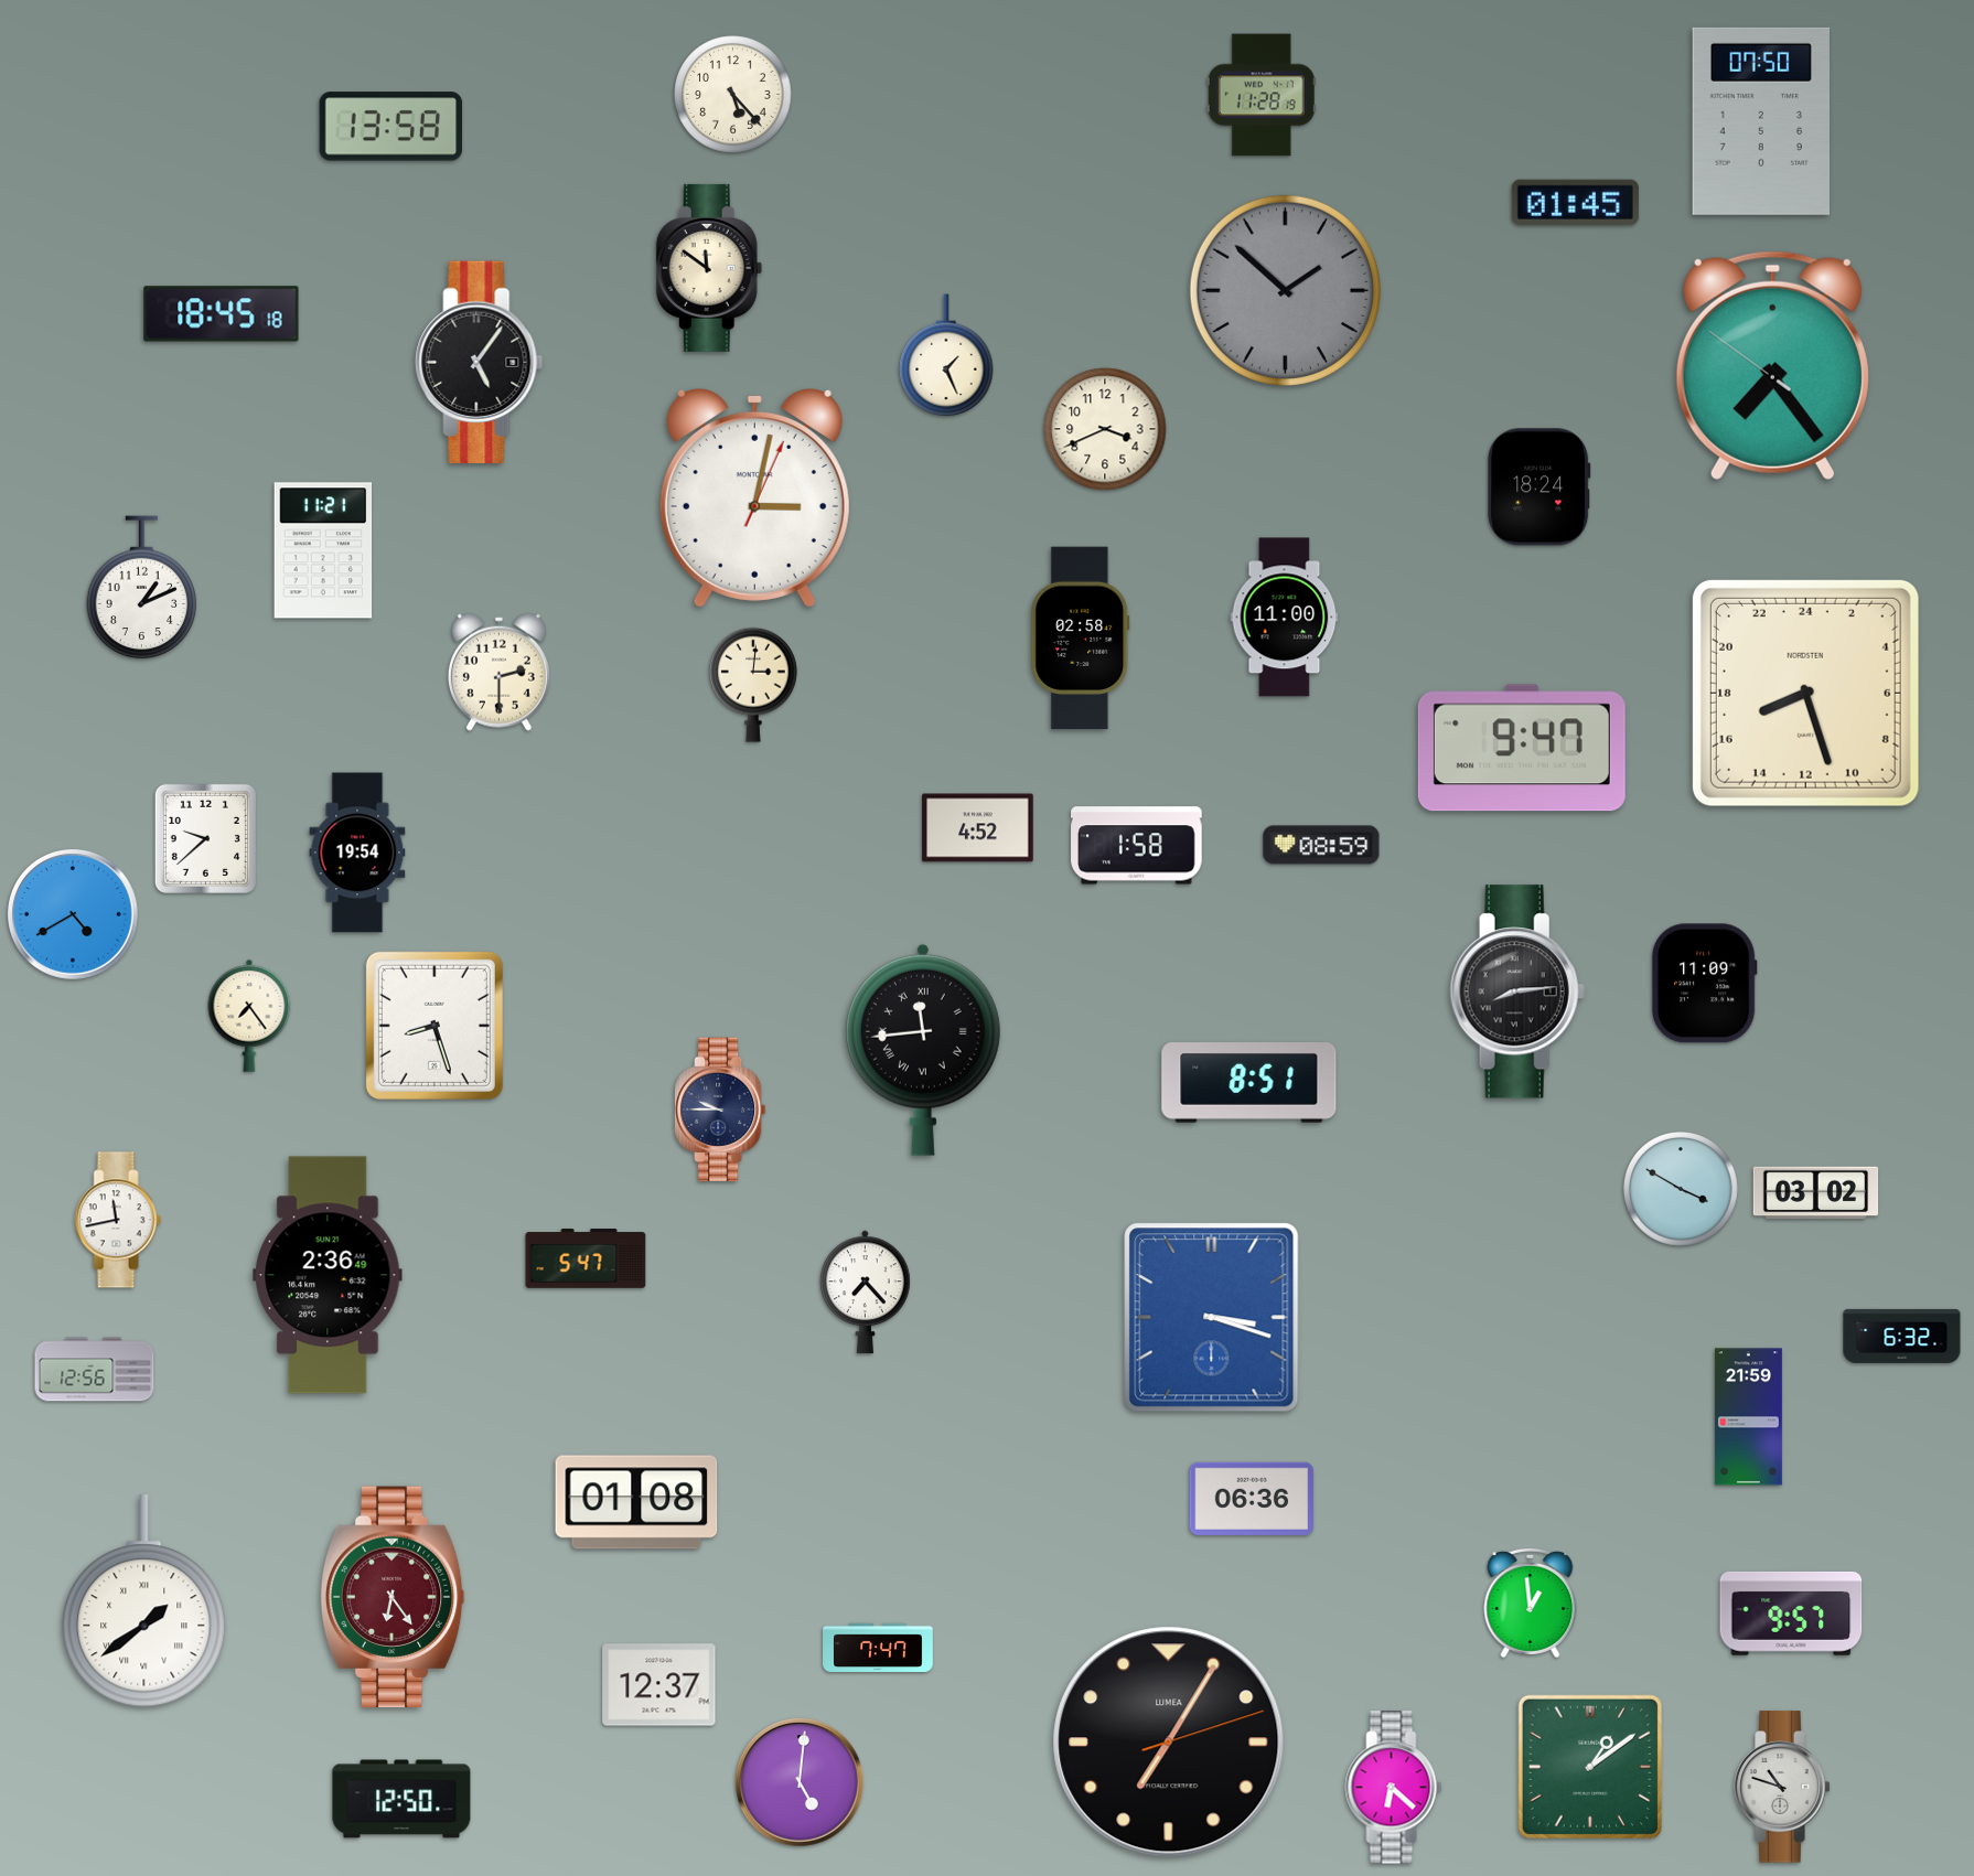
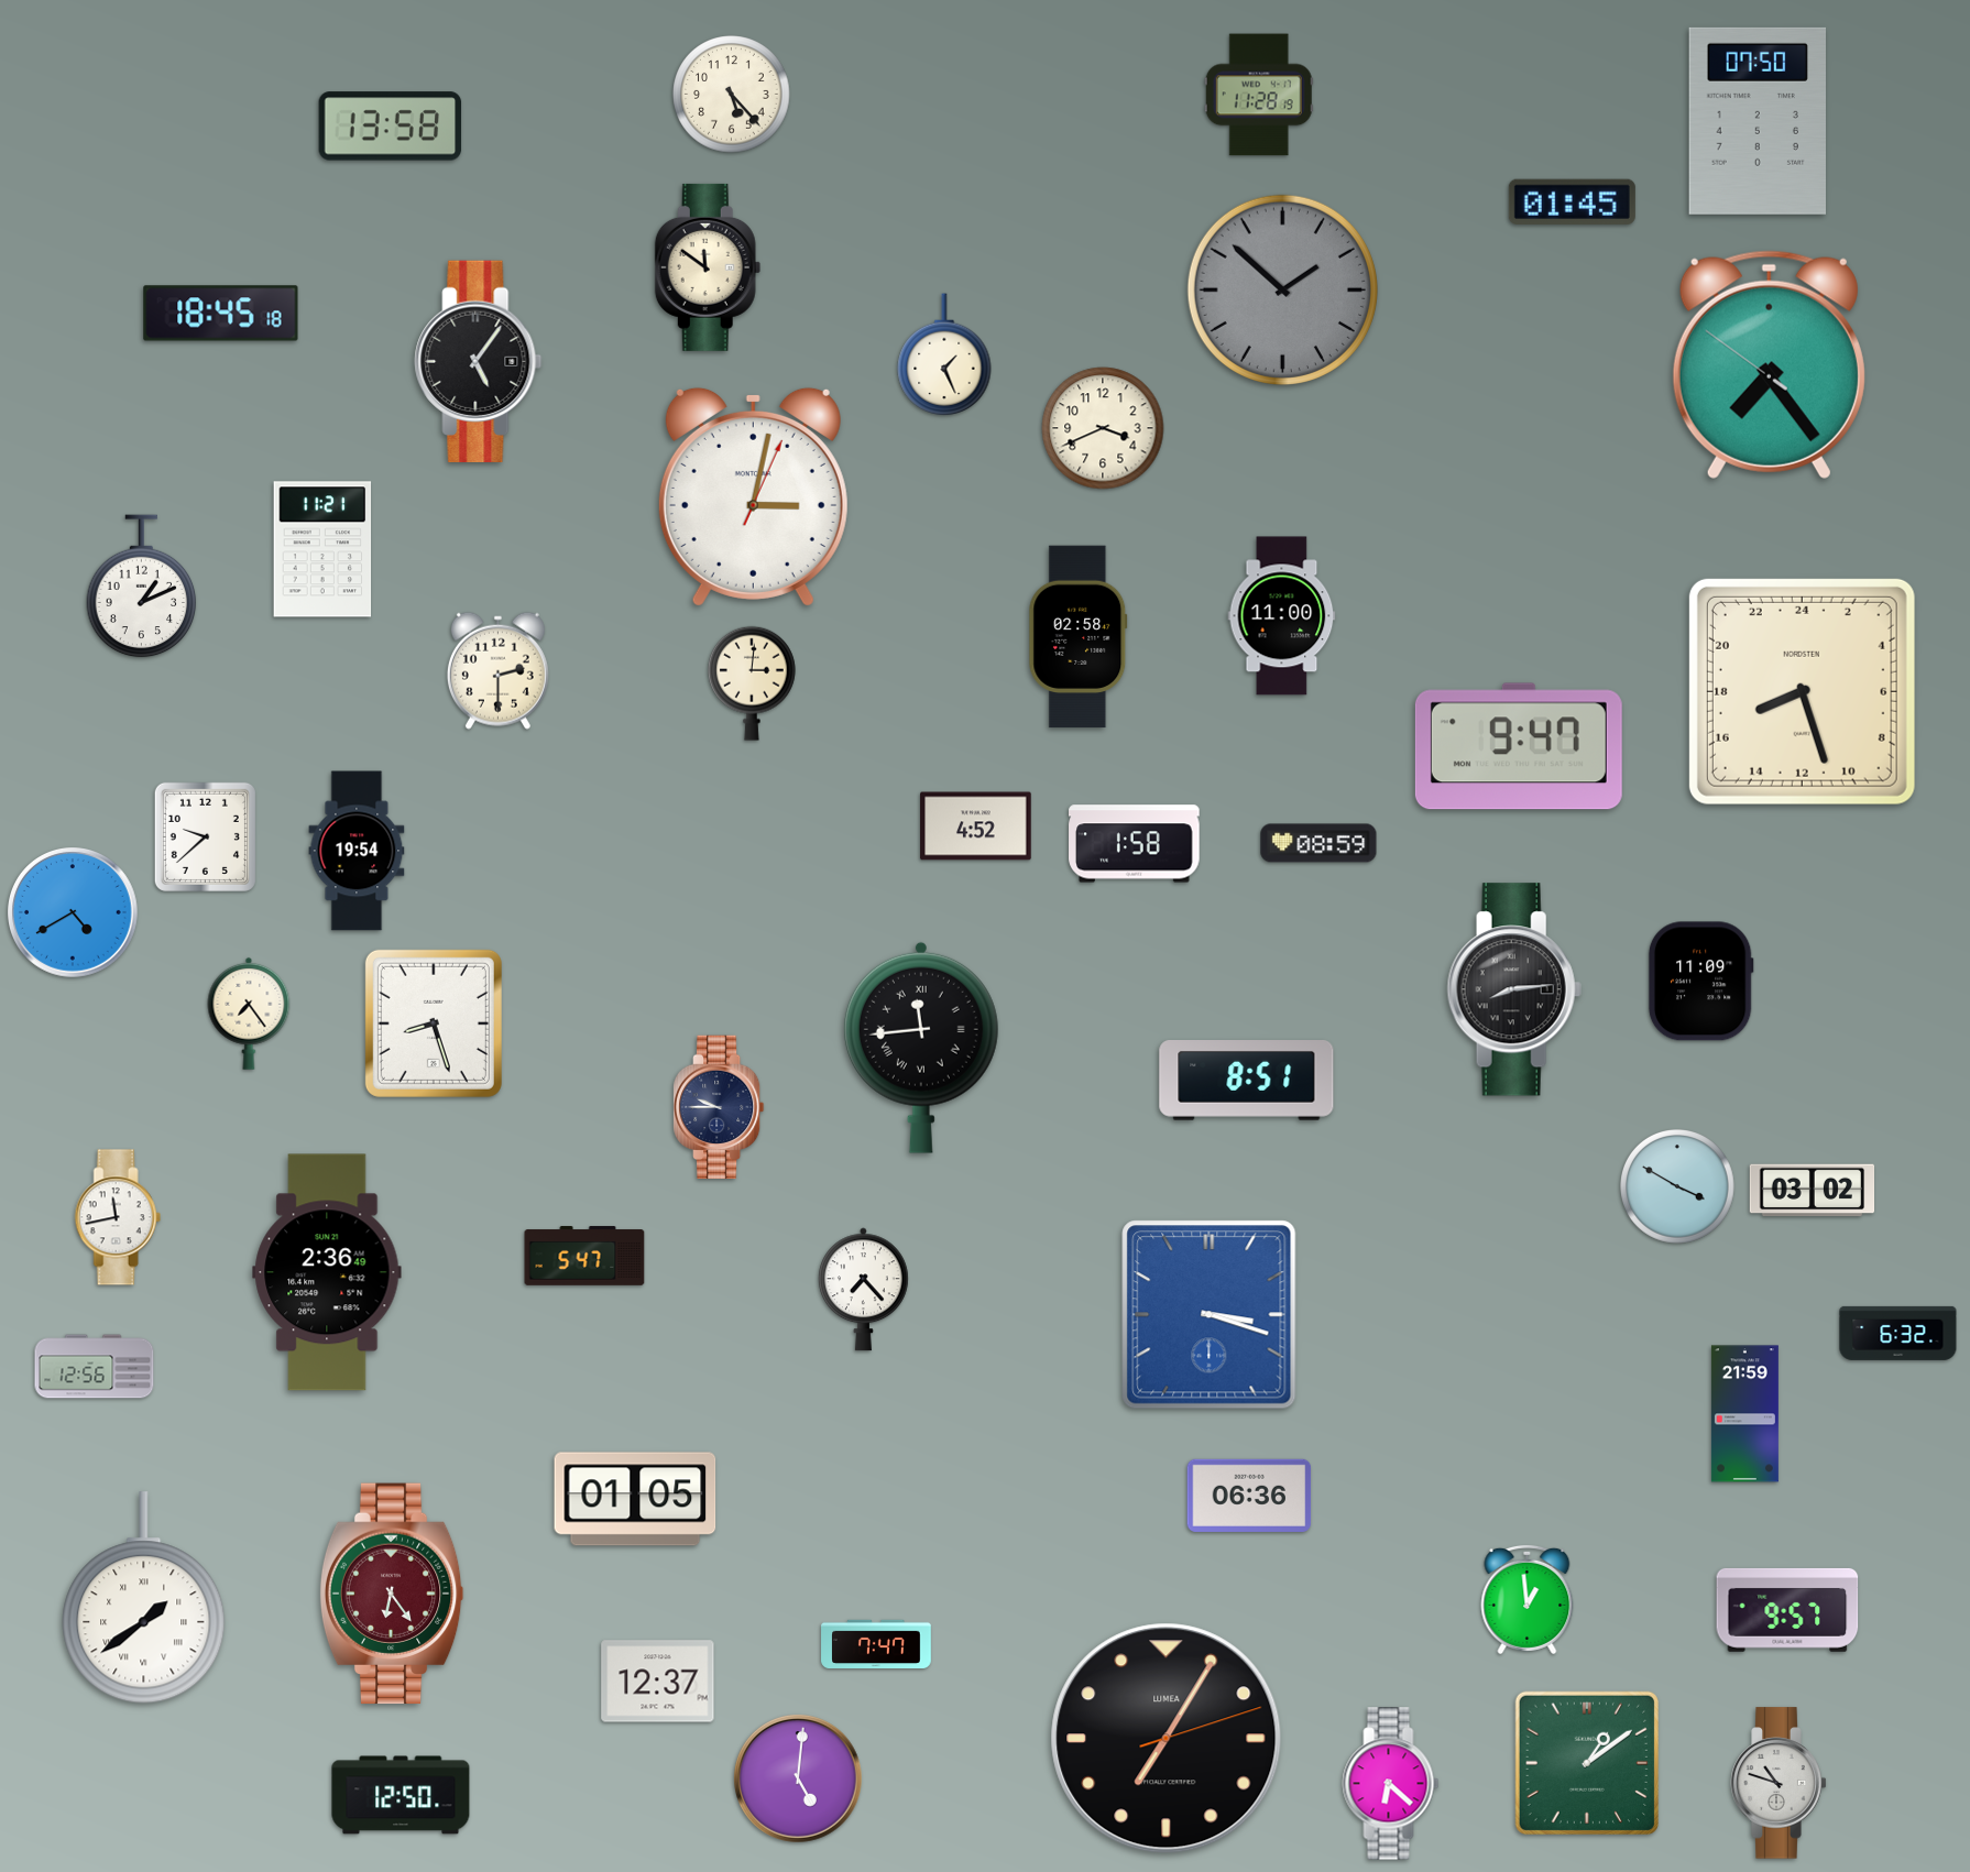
clock at (1539, 487): 18:24 -> none
clock at (636, 1502): 01:08 -> 01:05
